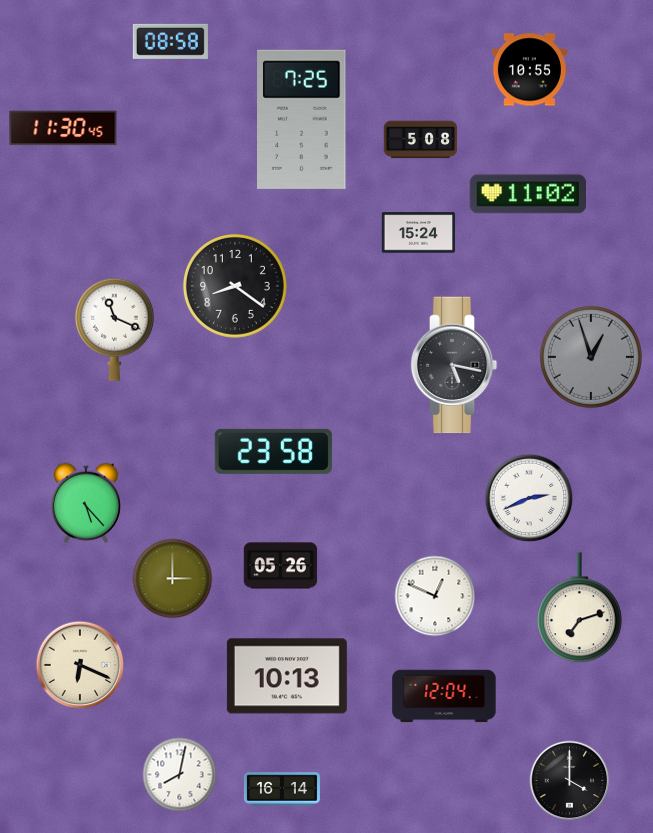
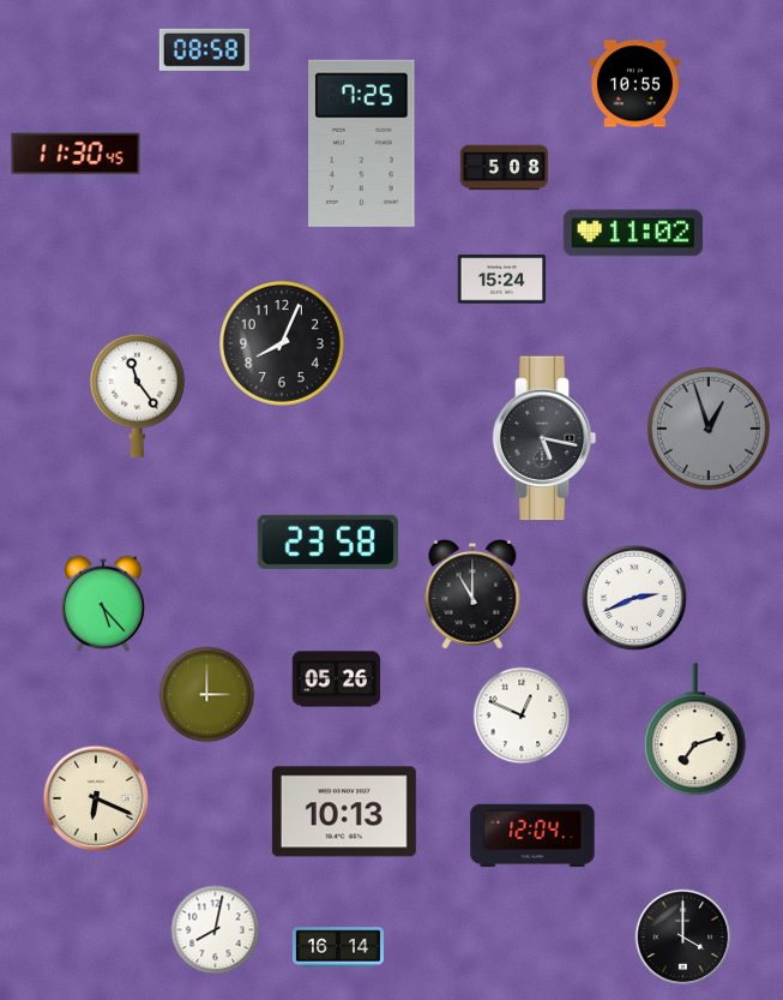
clock at (235, 286): 8:21 -> 8:04
clock at (114, 329): 11:19 -> 11:24
clock at (472, 594): none -> 11:00
